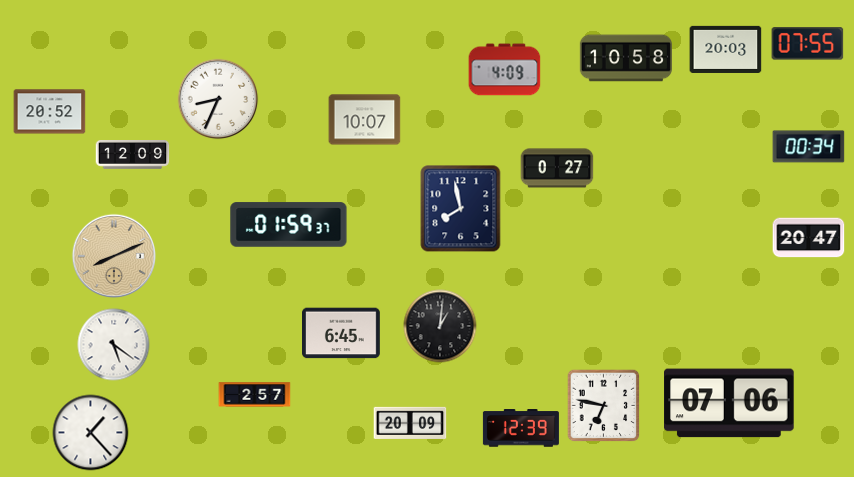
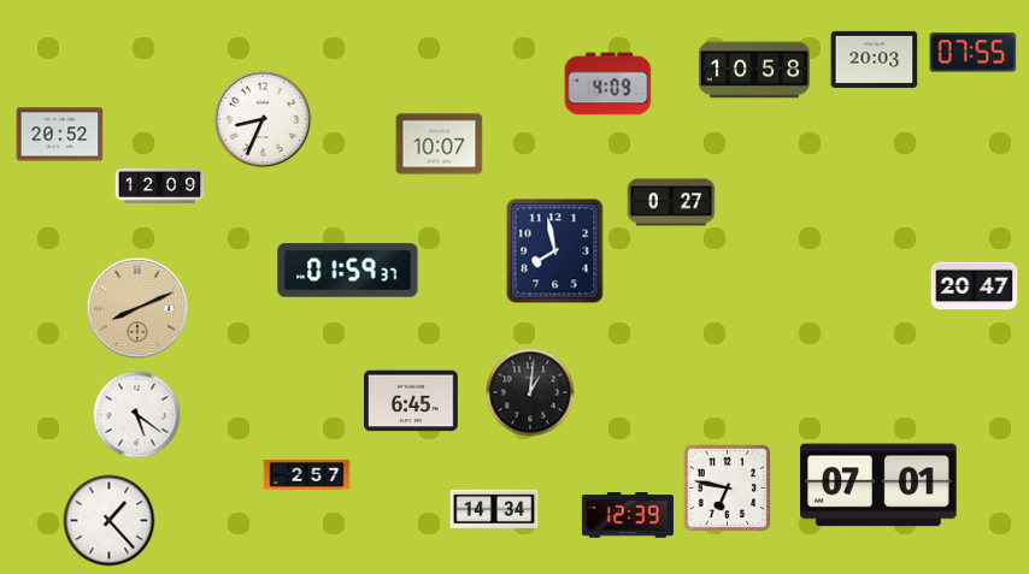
clock at (809, 147): 00:34 -> none
clock at (730, 403): 07:06 -> 07:01
clock at (410, 422): 20:09 -> 14:34
